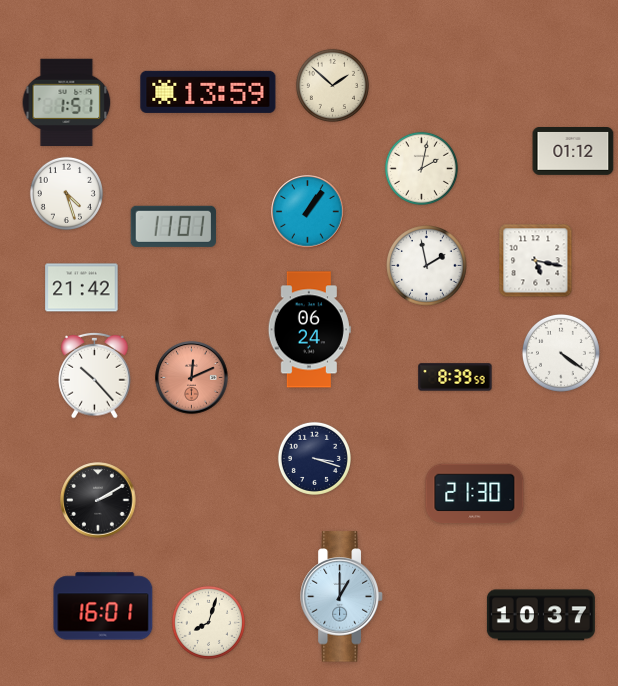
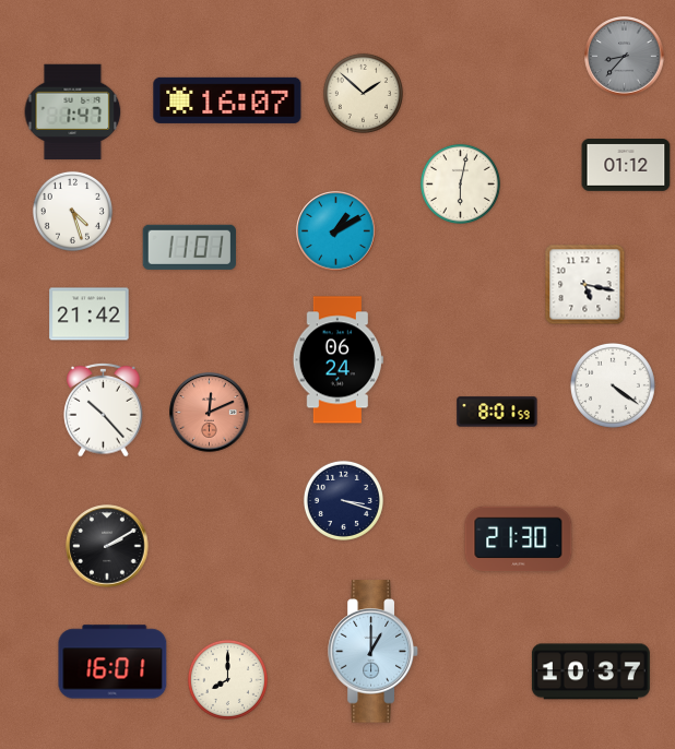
clock at (625, 57): none -> 8:37
clock at (208, 92): 13:59 -> 16:07
clock at (67, 102): 1:51 -> 1:47
clock at (421, 168): 2:02 -> 6:02
clock at (308, 212): 1:06 -> 1:10
clock at (427, 266): 1:58 -> none
clock at (455, 377): 8:39 -> 8:01
clock at (208, 622): 8:03 -> 8:00
